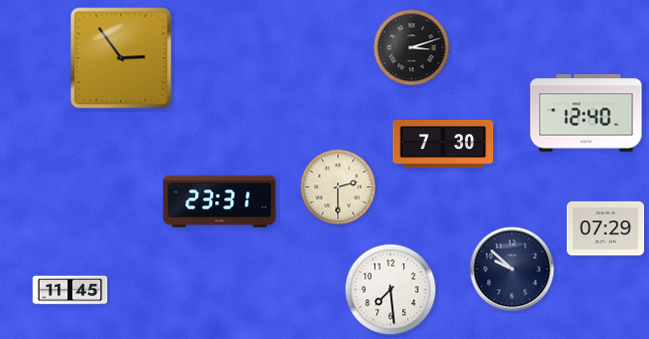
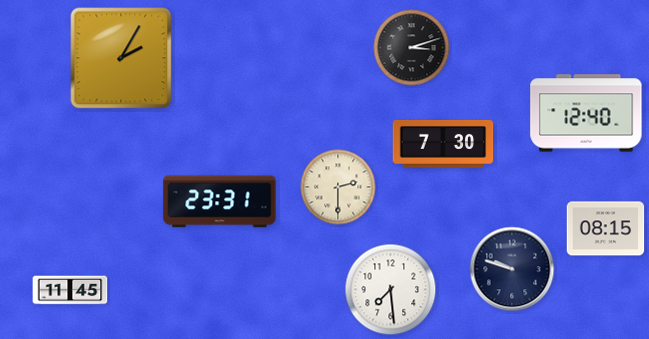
clock at (121, 58): 2:54 -> 2:05
clock at (606, 229): 07:29 -> 08:15
clock at (512, 269): 9:52 -> 9:48
